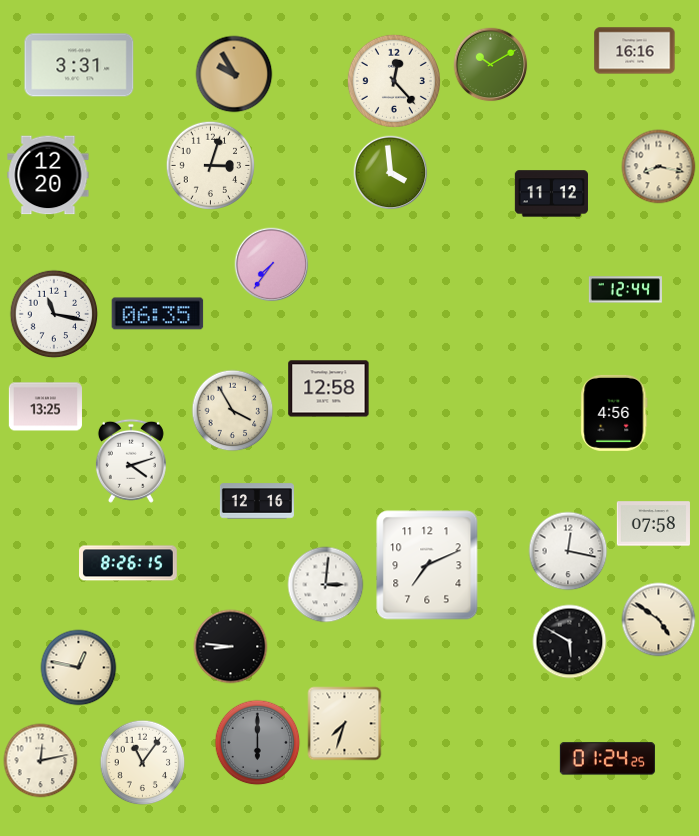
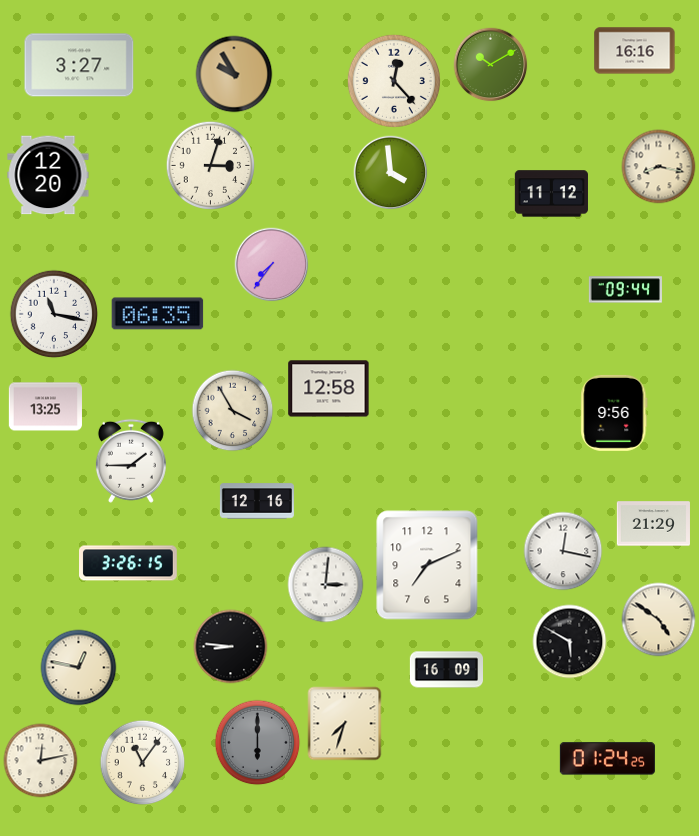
clock at (79, 65): 3:31 -> 3:27
clock at (625, 290): 12:44 -> 09:44
clock at (614, 413): 4:56 -> 9:56
clock at (131, 461): 4:12 -> 1:45
clock at (653, 524): 07:58 -> 21:29
clock at (568, 551) position: (568, 551) -> (563, 551)
clock at (129, 563): 8:26 -> 3:26
clock at (446, 670): none -> 16:09
